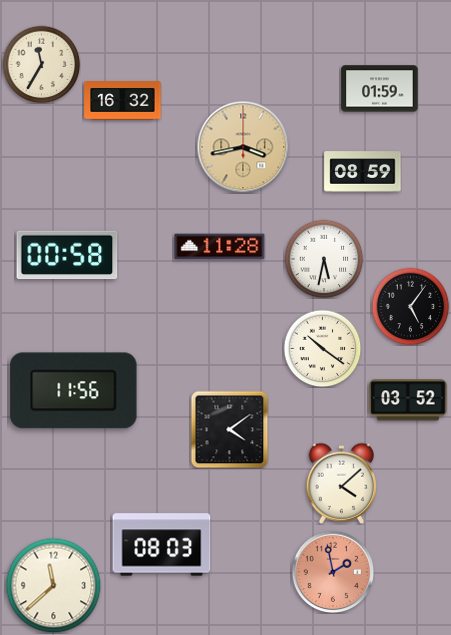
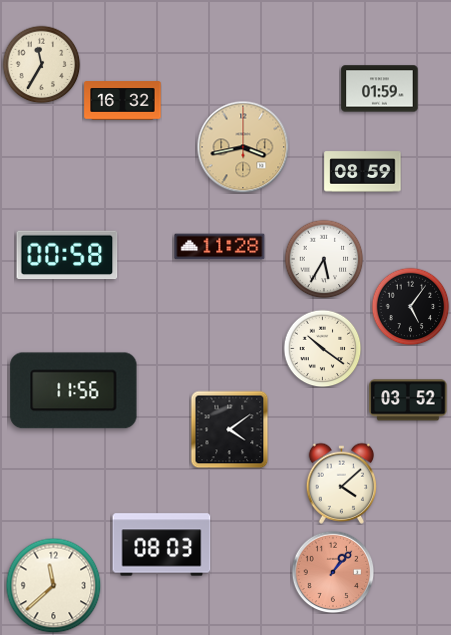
clock at (324, 259): 5:32 -> 5:35
clock at (333, 572): 1:58 -> 1:07
